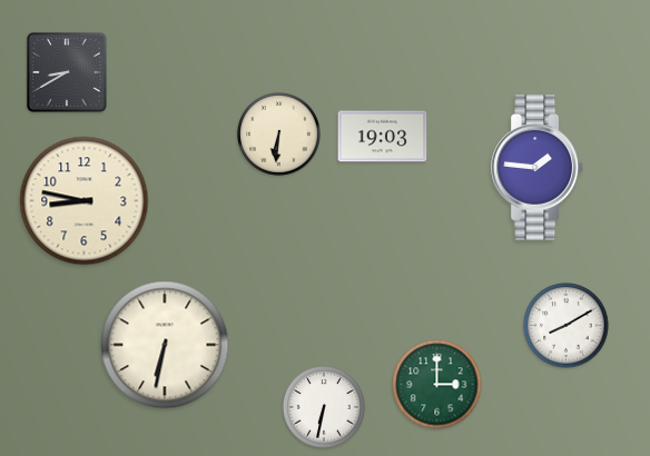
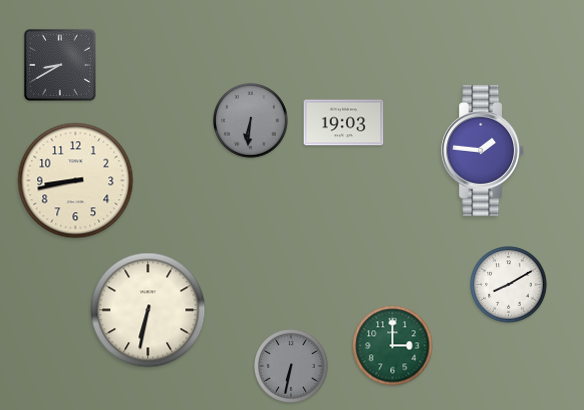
clock at (279, 135) dial: cream -> grey
clock at (85, 201): 8:47 -> 8:43
clock at (567, 326) position: (567, 326) -> (509, 285)
clock at (324, 407) dial: white -> grey
